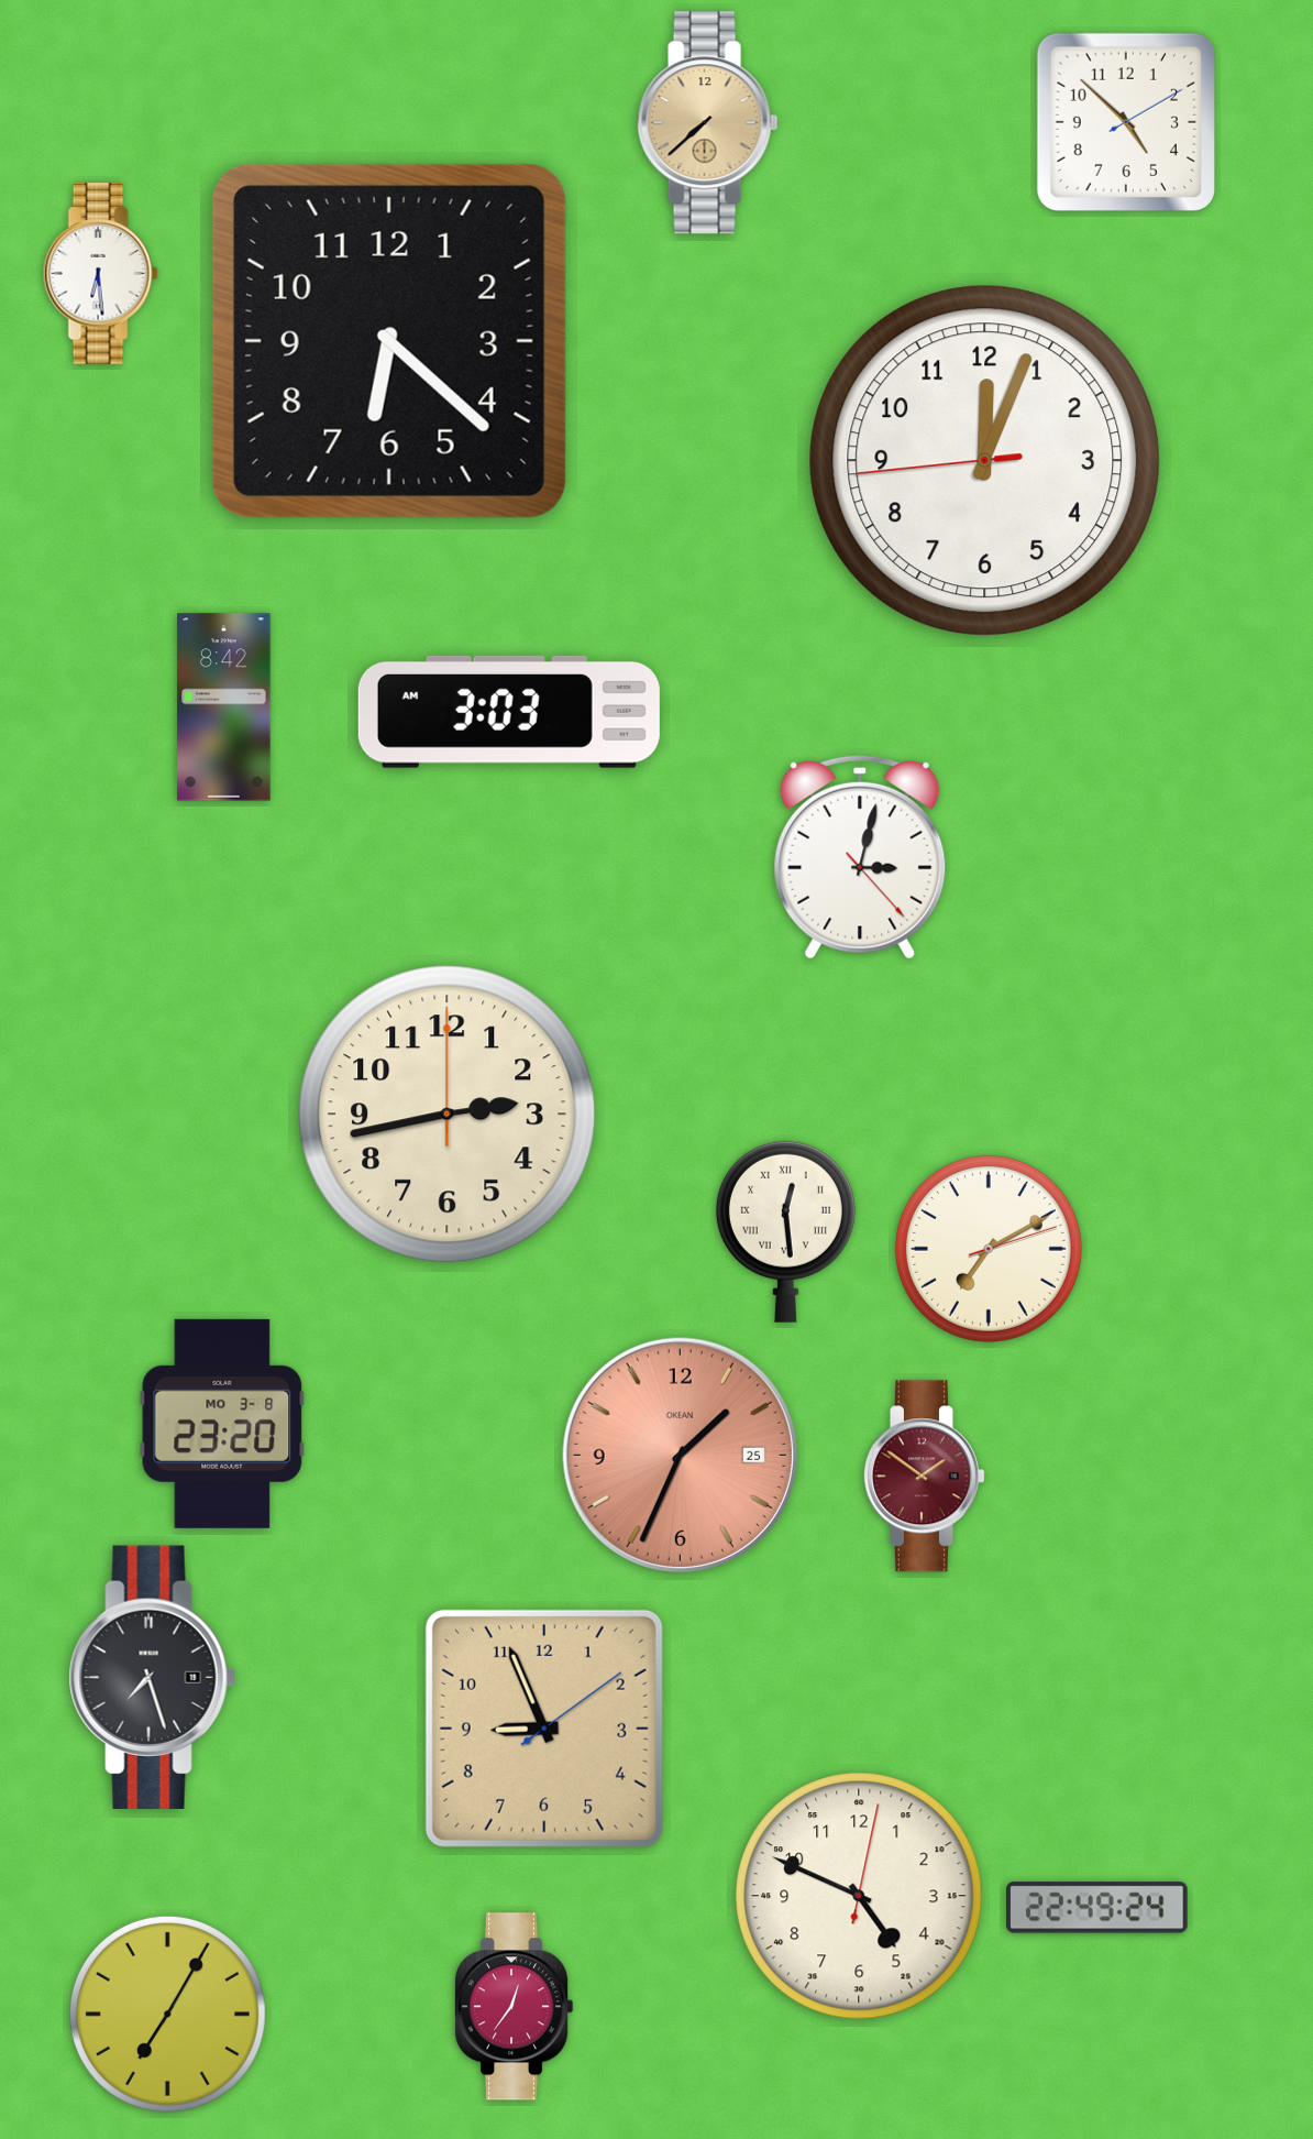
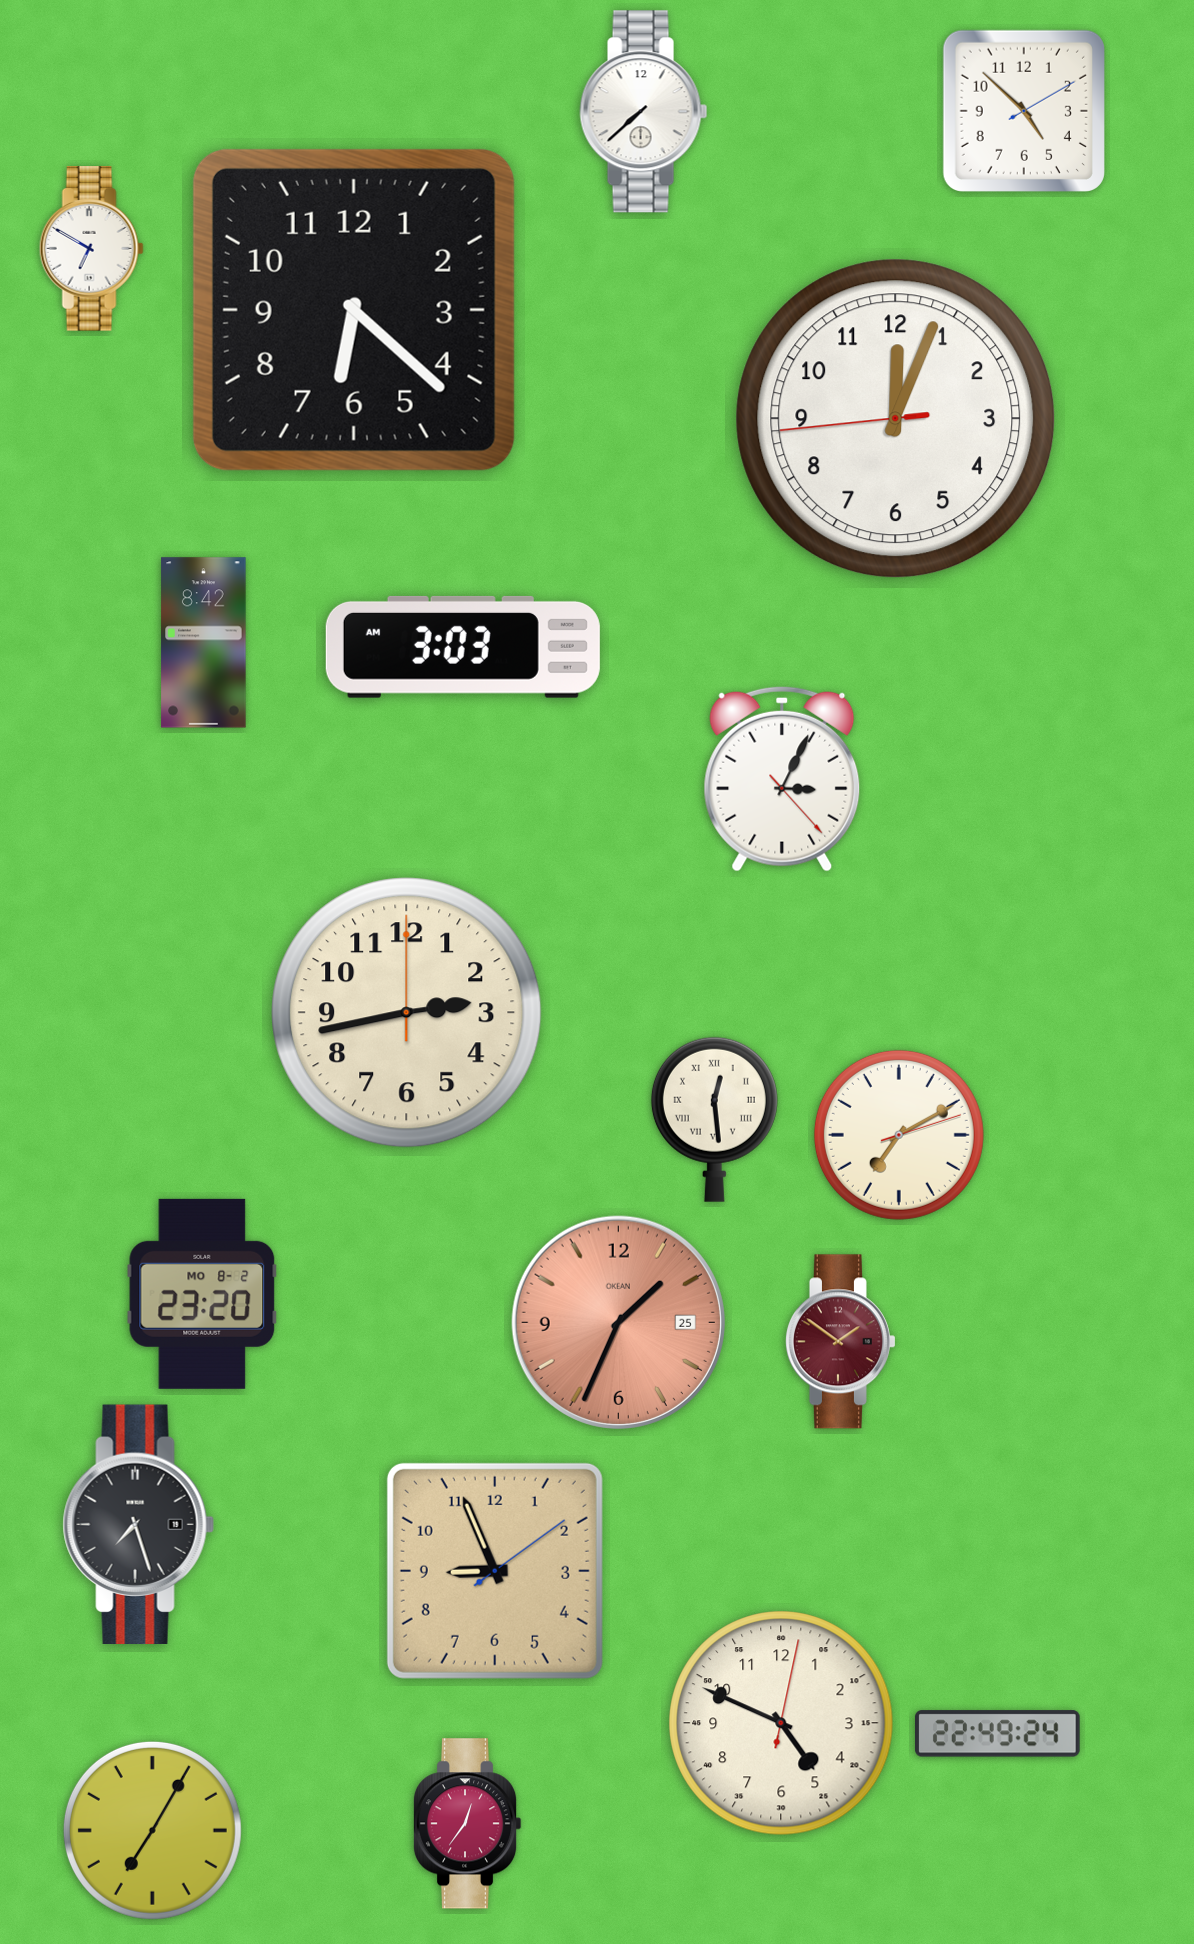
clock at (708, 123) dial: champagne -> white
clock at (100, 274): 6:29 -> 6:50
clock at (860, 857): 3:02 -> 3:04
clock at (222, 1424) date: MO 3-8 -> MO 8-2
